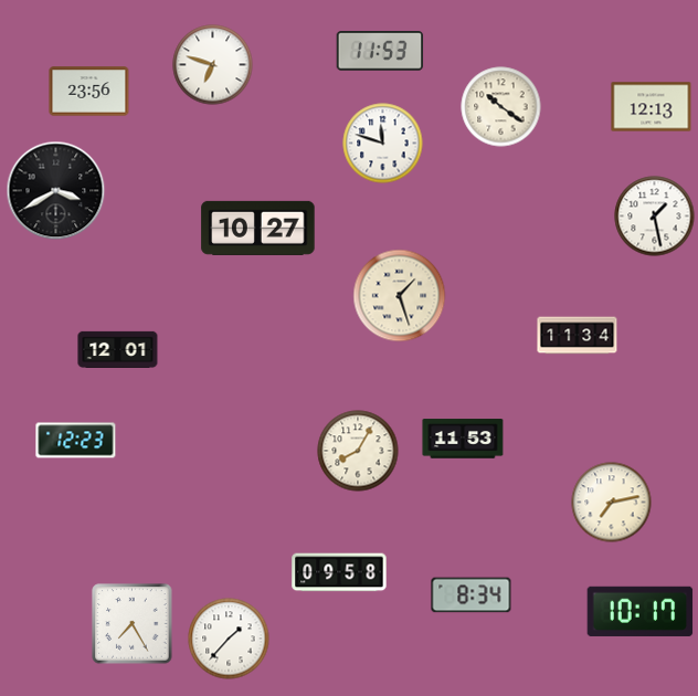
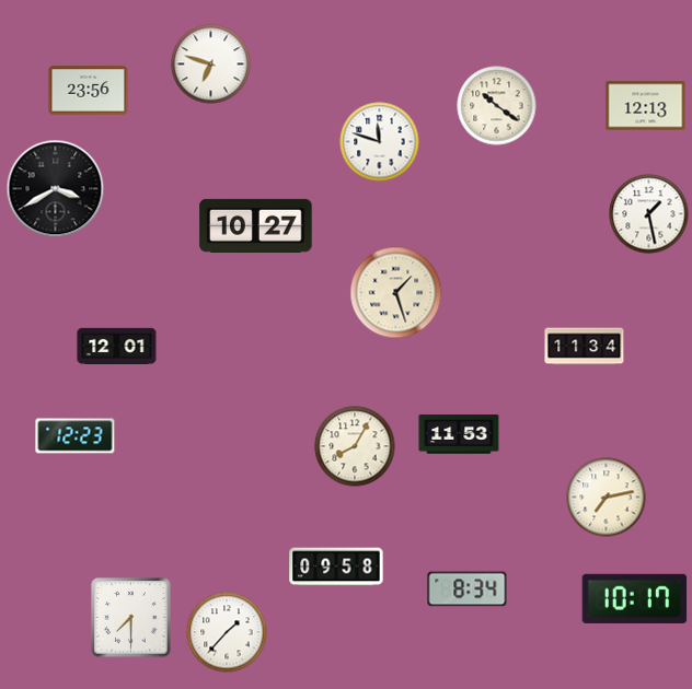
clock at (380, 51): 11:53 -> none
clock at (578, 336) position: (578, 336) -> (585, 347)
clock at (641, 611) position: (641, 611) -> (635, 598)
clock at (133, 624): 7:25 -> 7:30
